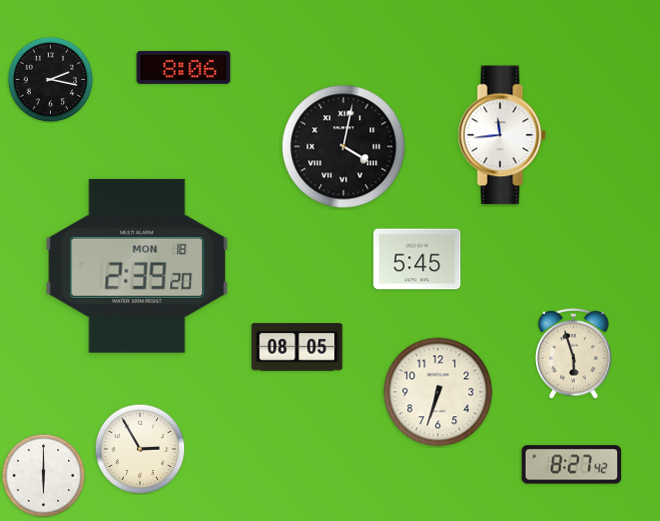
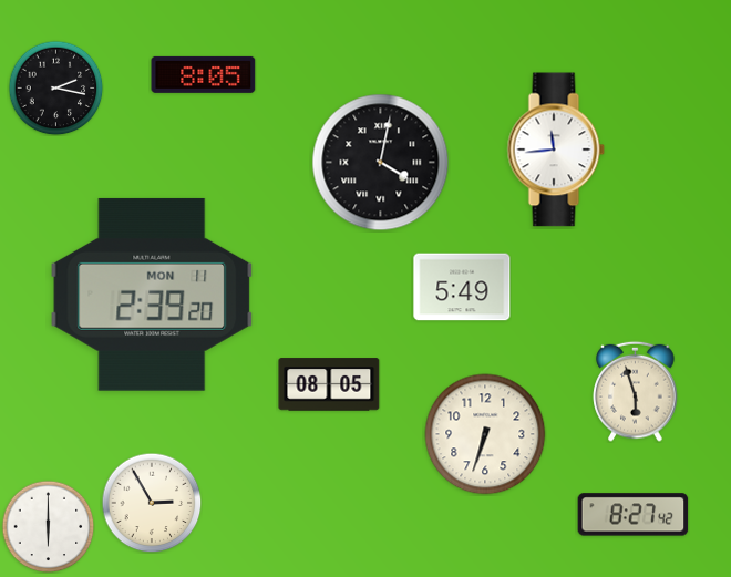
clock at (184, 67): 8:06 -> 8:05
clock at (417, 259): 5:45 -> 5:49
clock at (137, 266) date: MON 18 -> MON 11
clock at (140, 449) position: (140, 449) -> (152, 503)
